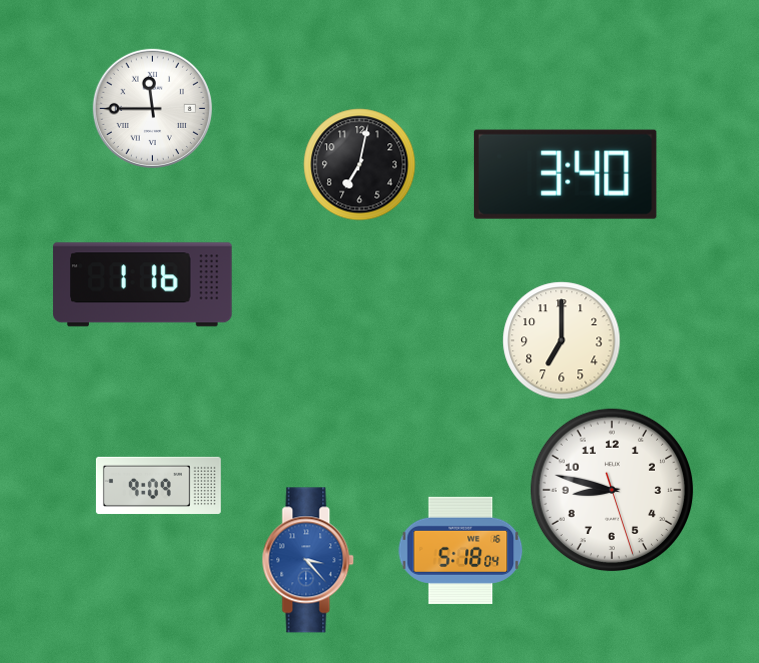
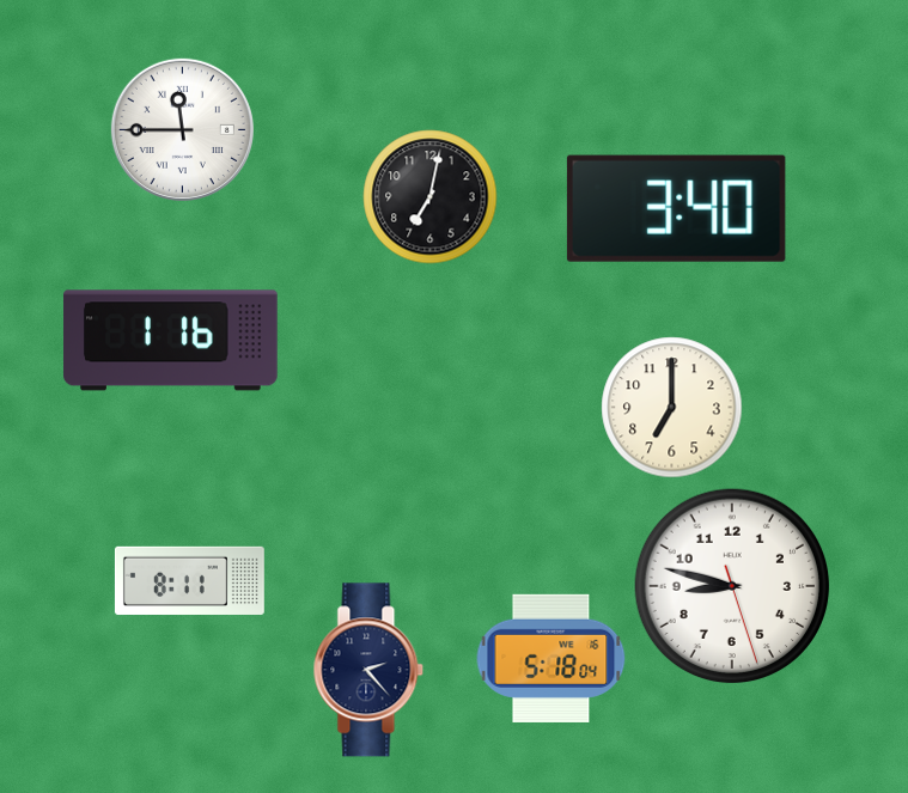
clock at (158, 485): 9:09 -> 8:11
clock at (308, 560): 3:23 -> 2:23
clock at (308, 560) dial: blue -> navy
